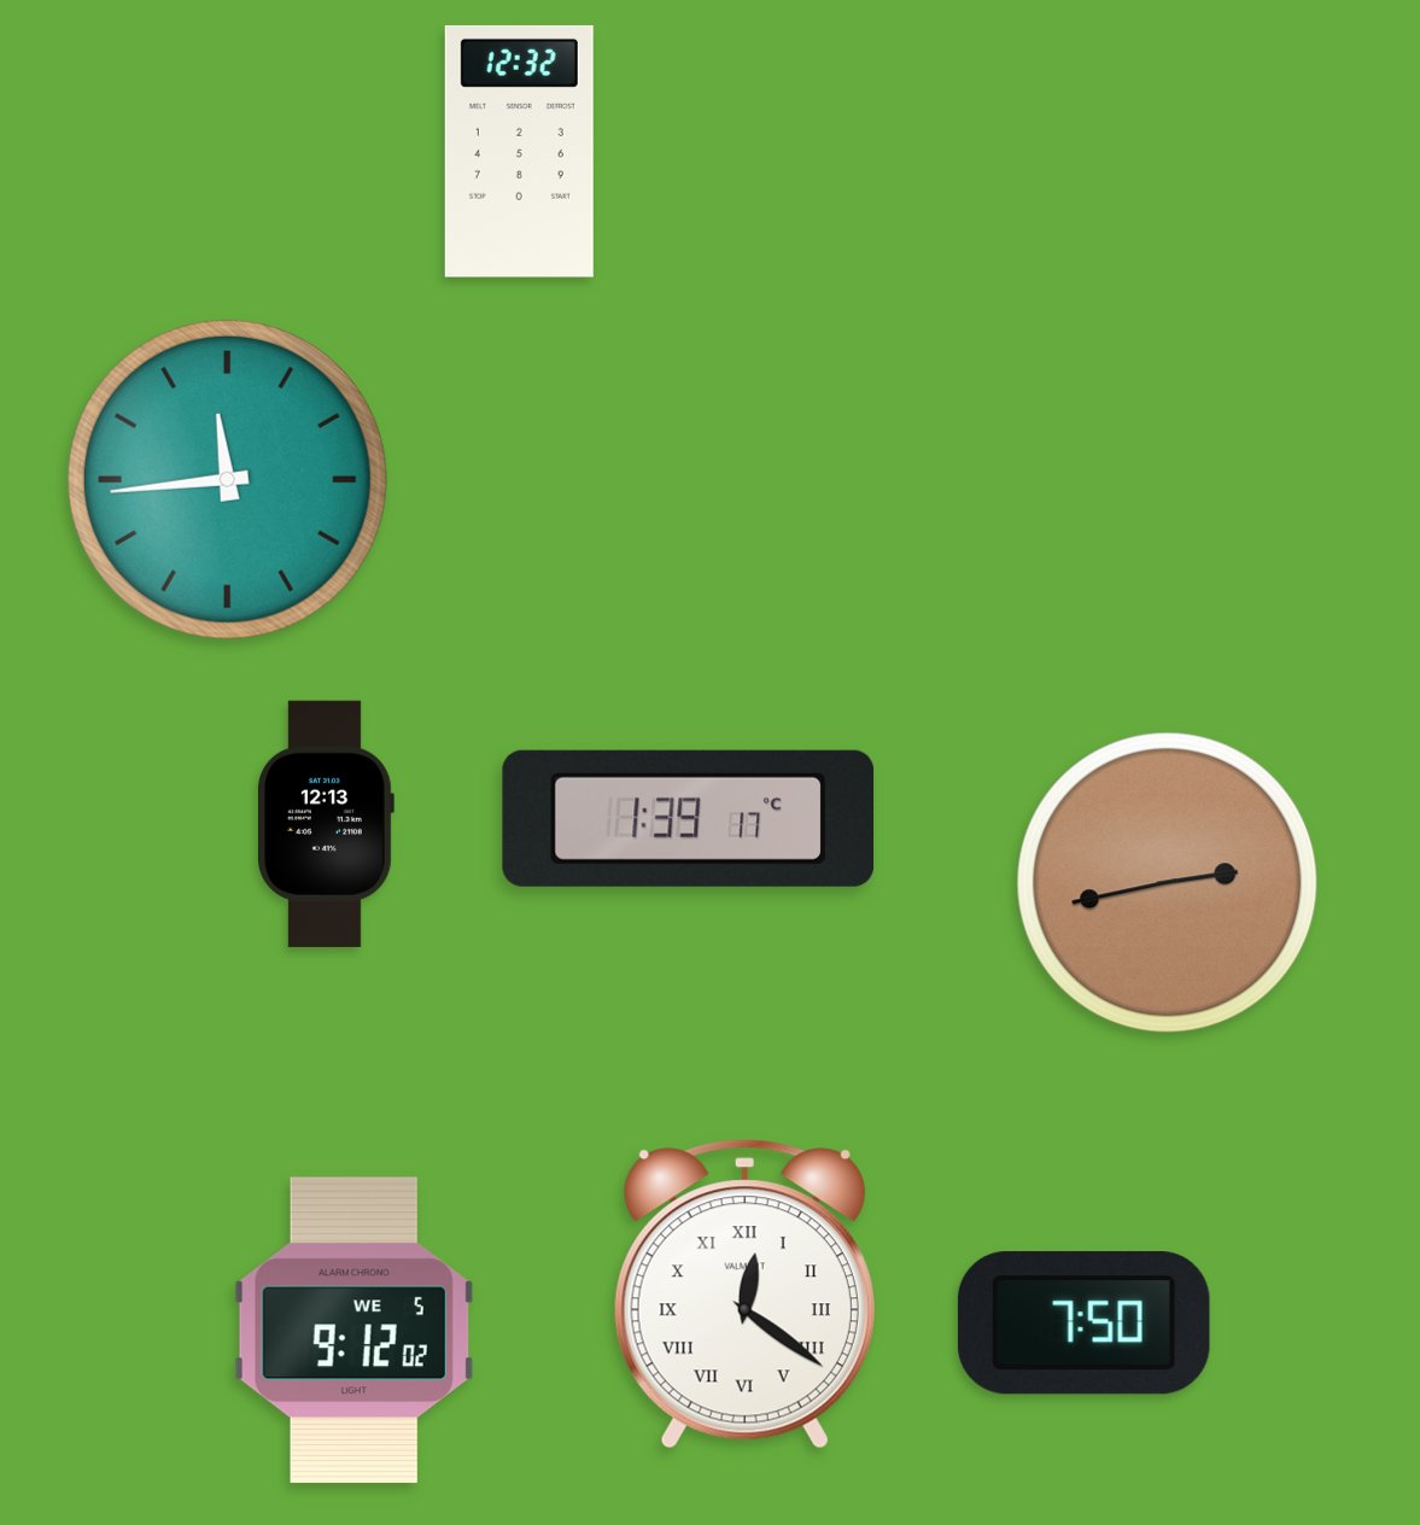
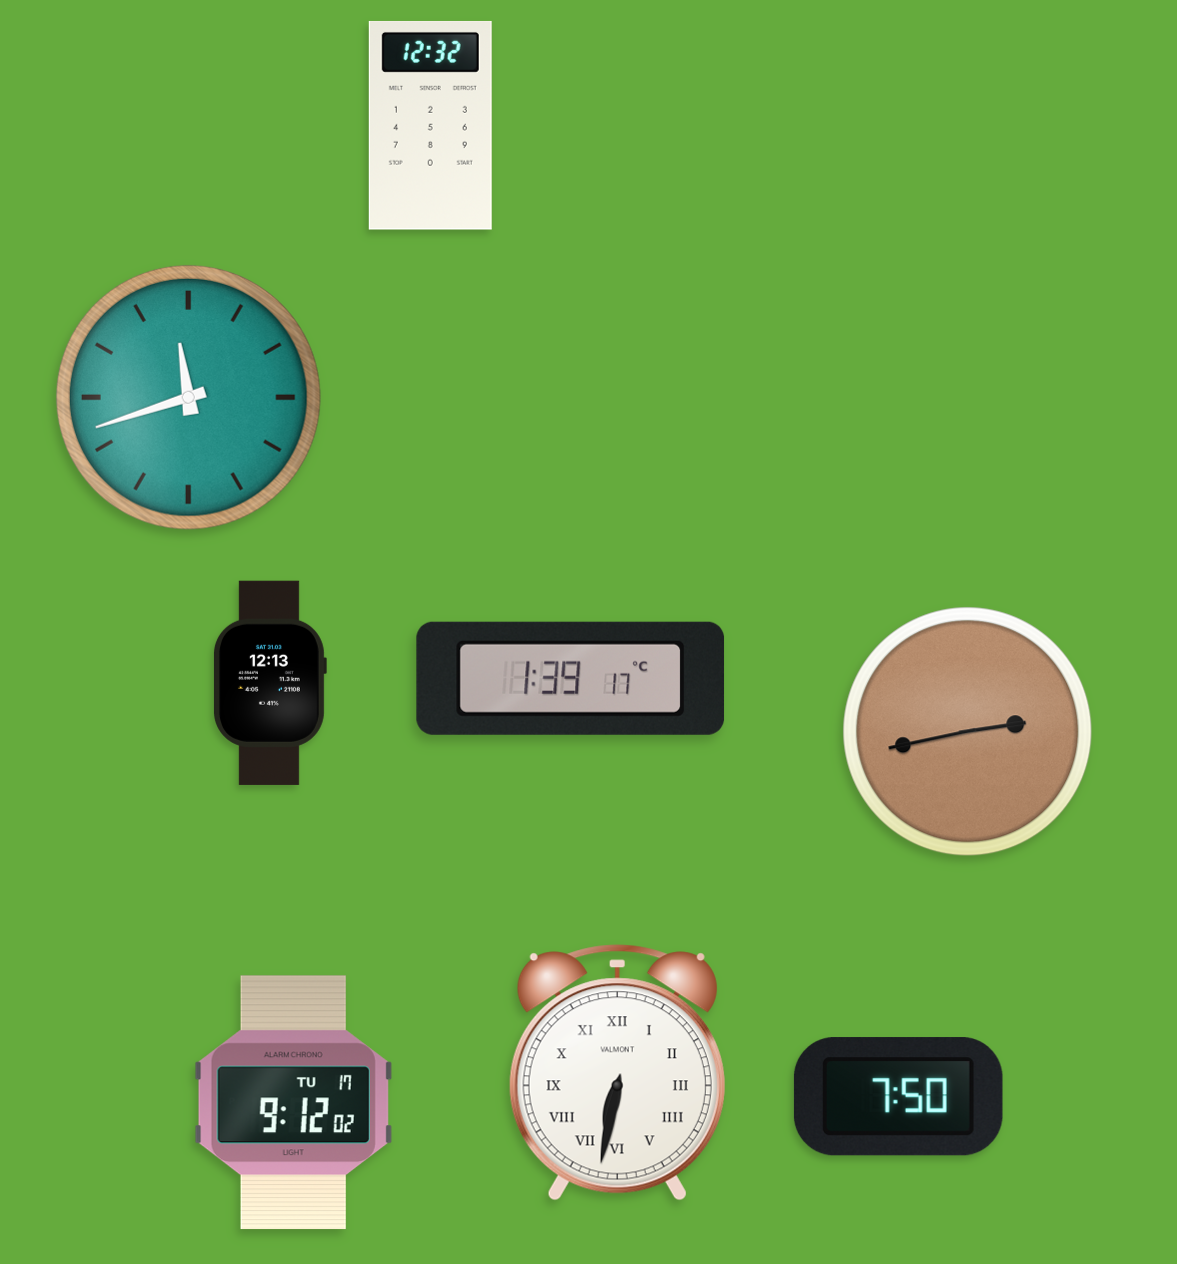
clock at (227, 479): 11:44 -> 11:42
clock at (744, 1295): 12:21 -> 6:32
clock at (353, 1331) date: WE 5 -> TU 17
